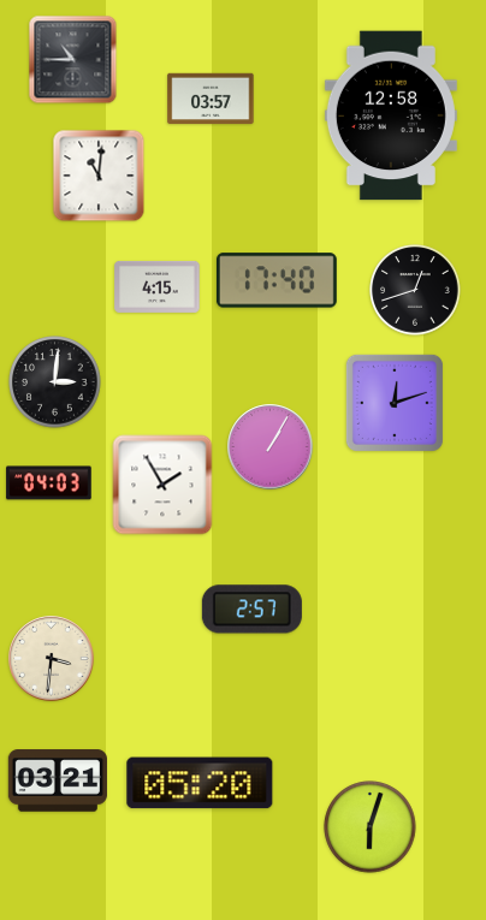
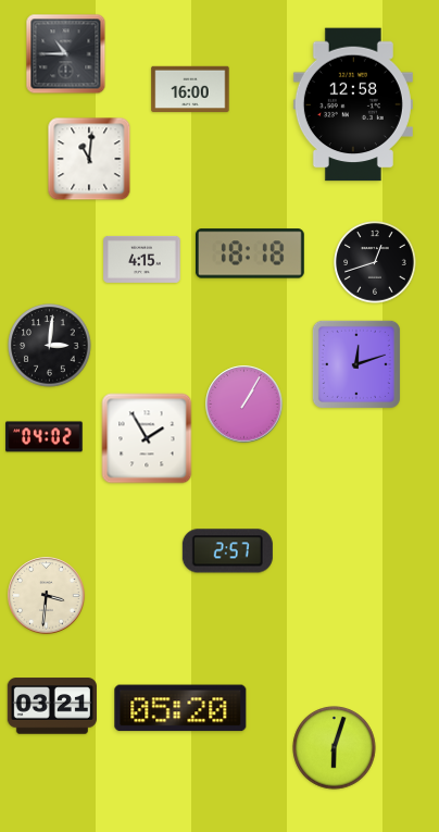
clock at (211, 99): 03:57 -> 16:00
clock at (277, 280): 17:40 -> 18:18
clock at (49, 483): 04:03 -> 04:02
